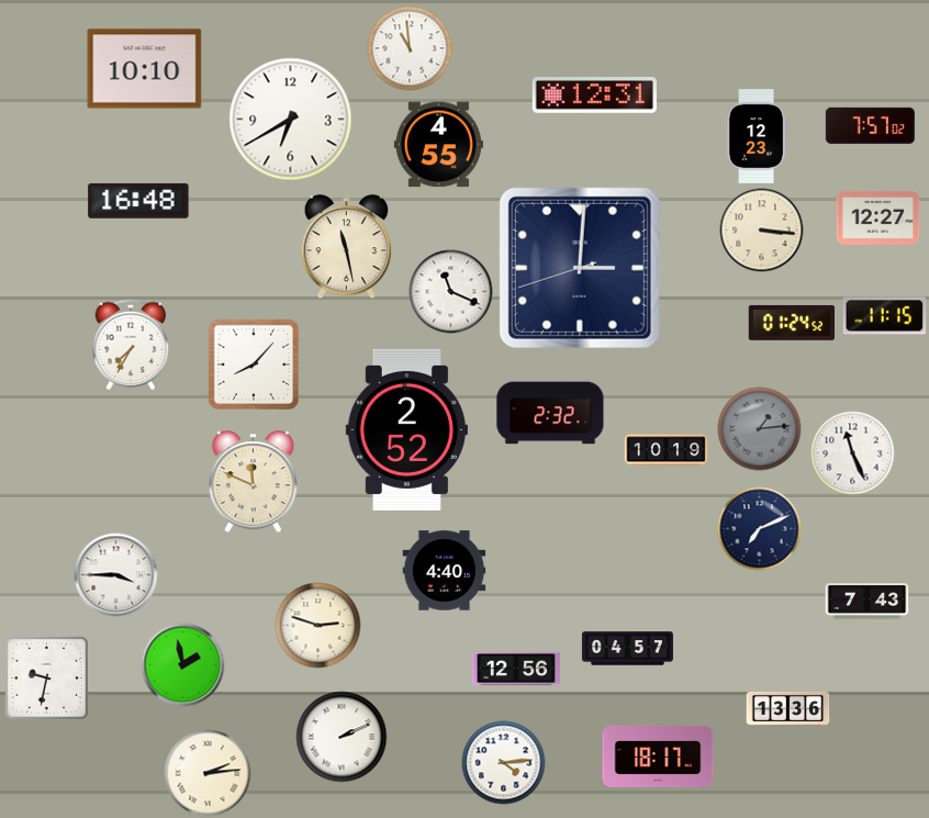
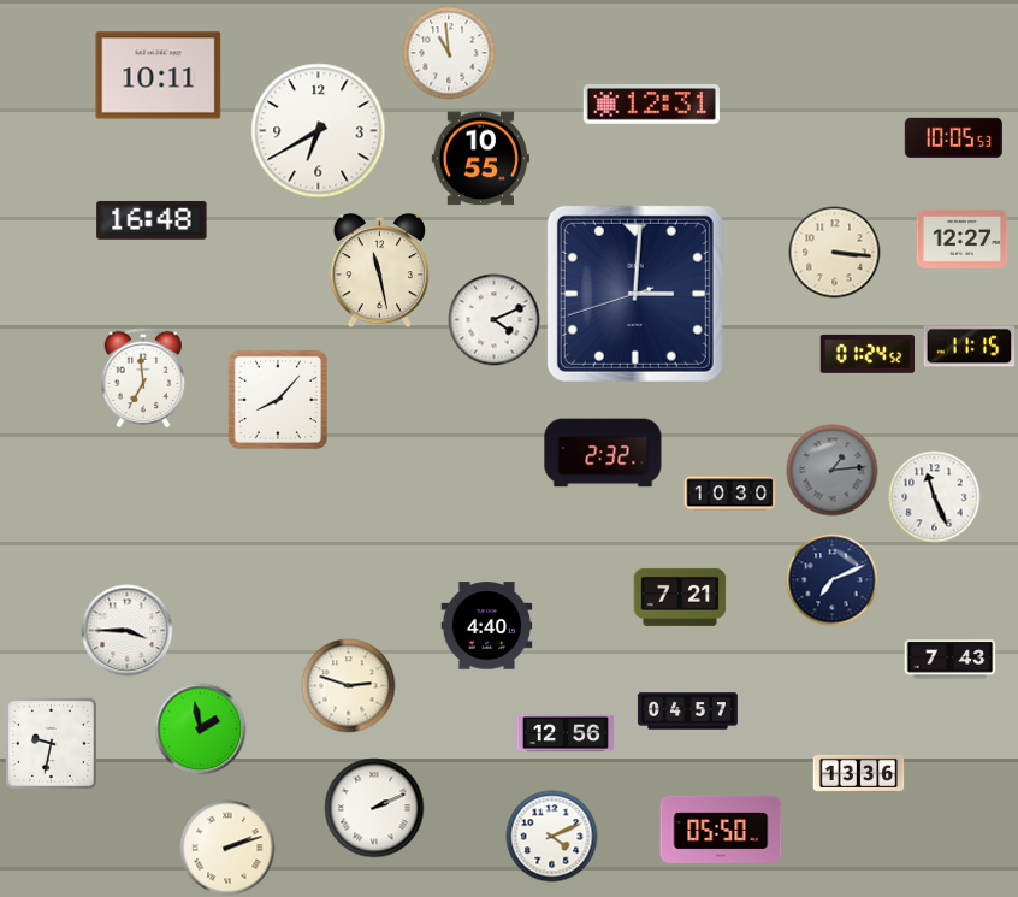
clock at (145, 69): 10:10 -> 10:11
clock at (870, 125): 7:57 -> 10:05
clock at (758, 136): 12:23 -> none
clock at (438, 145): 4:55 -> 10:55
clock at (451, 292): 11:19 -> 4:11
clock at (131, 345): 7:35 -> 6:59
clock at (406, 429): 2:52 -> none
clock at (667, 450): 10:19 -> 10:30
clock at (253, 482): 11:49 -> none
clock at (680, 597): none -> 7:21
clock at (788, 708) position: (788, 708) -> (859, 773)
clock at (658, 757): 18:17 -> 05:50
clock at (504, 763): 4:14 -> 4:11
clock at (208, 773): 2:14 -> 2:12
